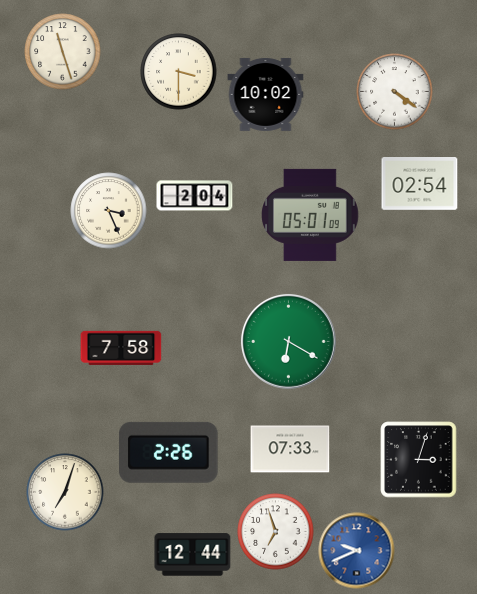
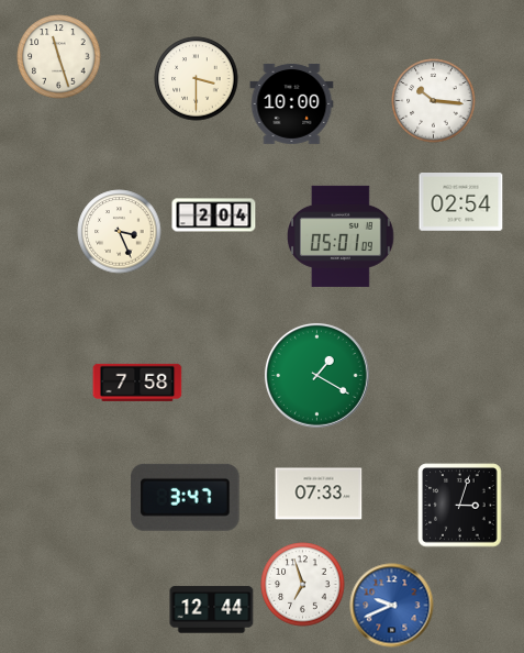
clock at (63, 52) position: (63, 52) -> (59, 57)
clock at (395, 92): 4:21 -> 10:16
clock at (266, 94): 10:02 -> 10:00
clock at (288, 341): 6:20 -> 1:20
clock at (121, 348) position: (121, 348) -> (137, 383)
clock at (169, 452): 2:26 -> 3:47
clock at (65, 492): 7:03 -> none
